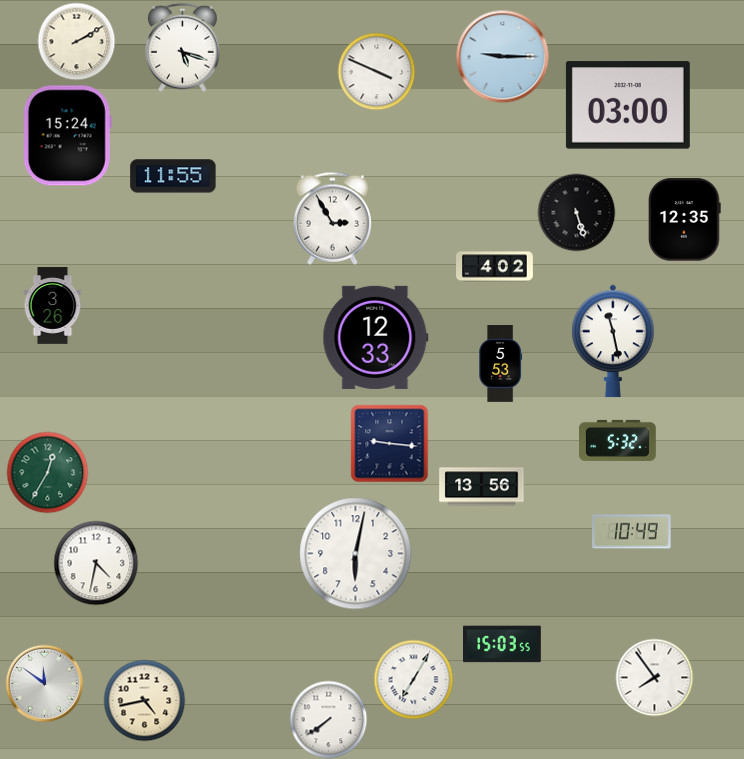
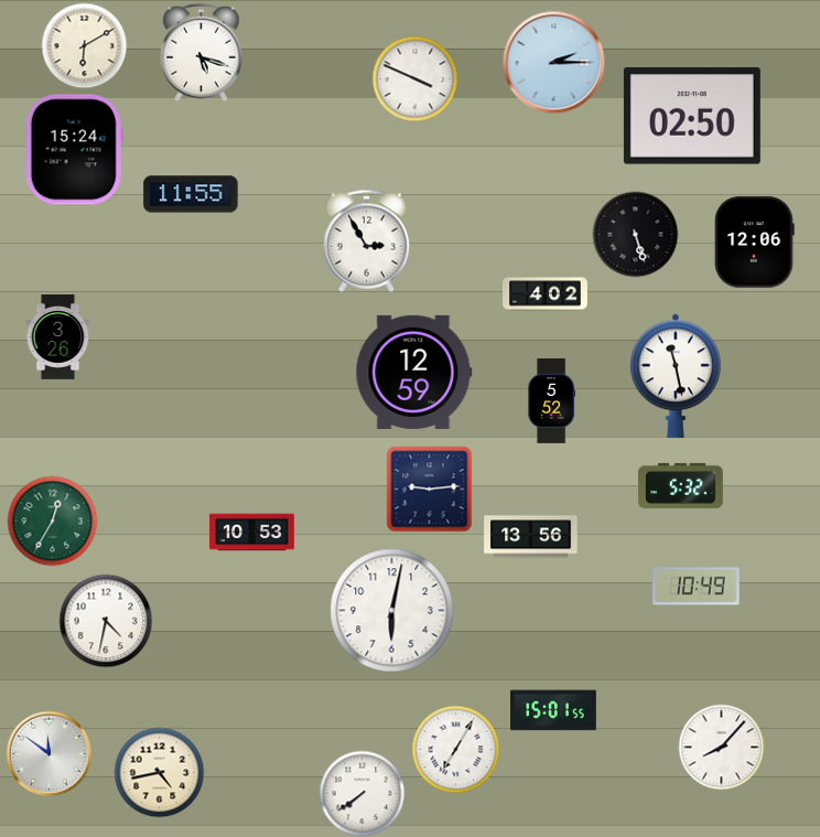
clock at (76, 41): 2:10 -> 6:10
clock at (502, 56): 9:15 -> 2:15
clock at (628, 105): 03:00 -> 02:50
clock at (685, 220): 12:35 -> 12:06
clock at (376, 337): 12:33 -> 12:59
clock at (501, 364): 5:53 -> 5:52
clock at (389, 443): 9:16 -> 9:14
clock at (252, 533): none -> 10:53
clock at (503, 644): 15:03 -> 15:01
clock at (654, 677): 7:54 -> 8:07
